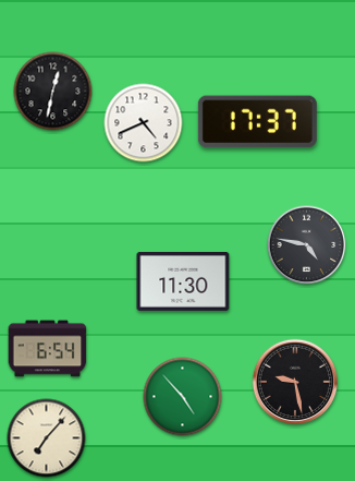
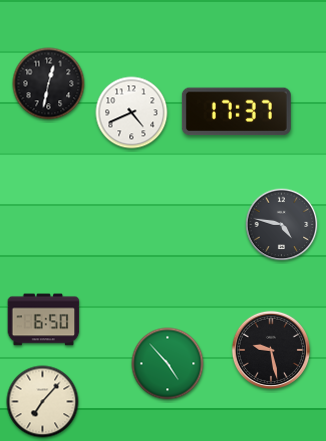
clock at (183, 281): 11:30 -> none
clock at (48, 349): 6:54 -> 6:50
